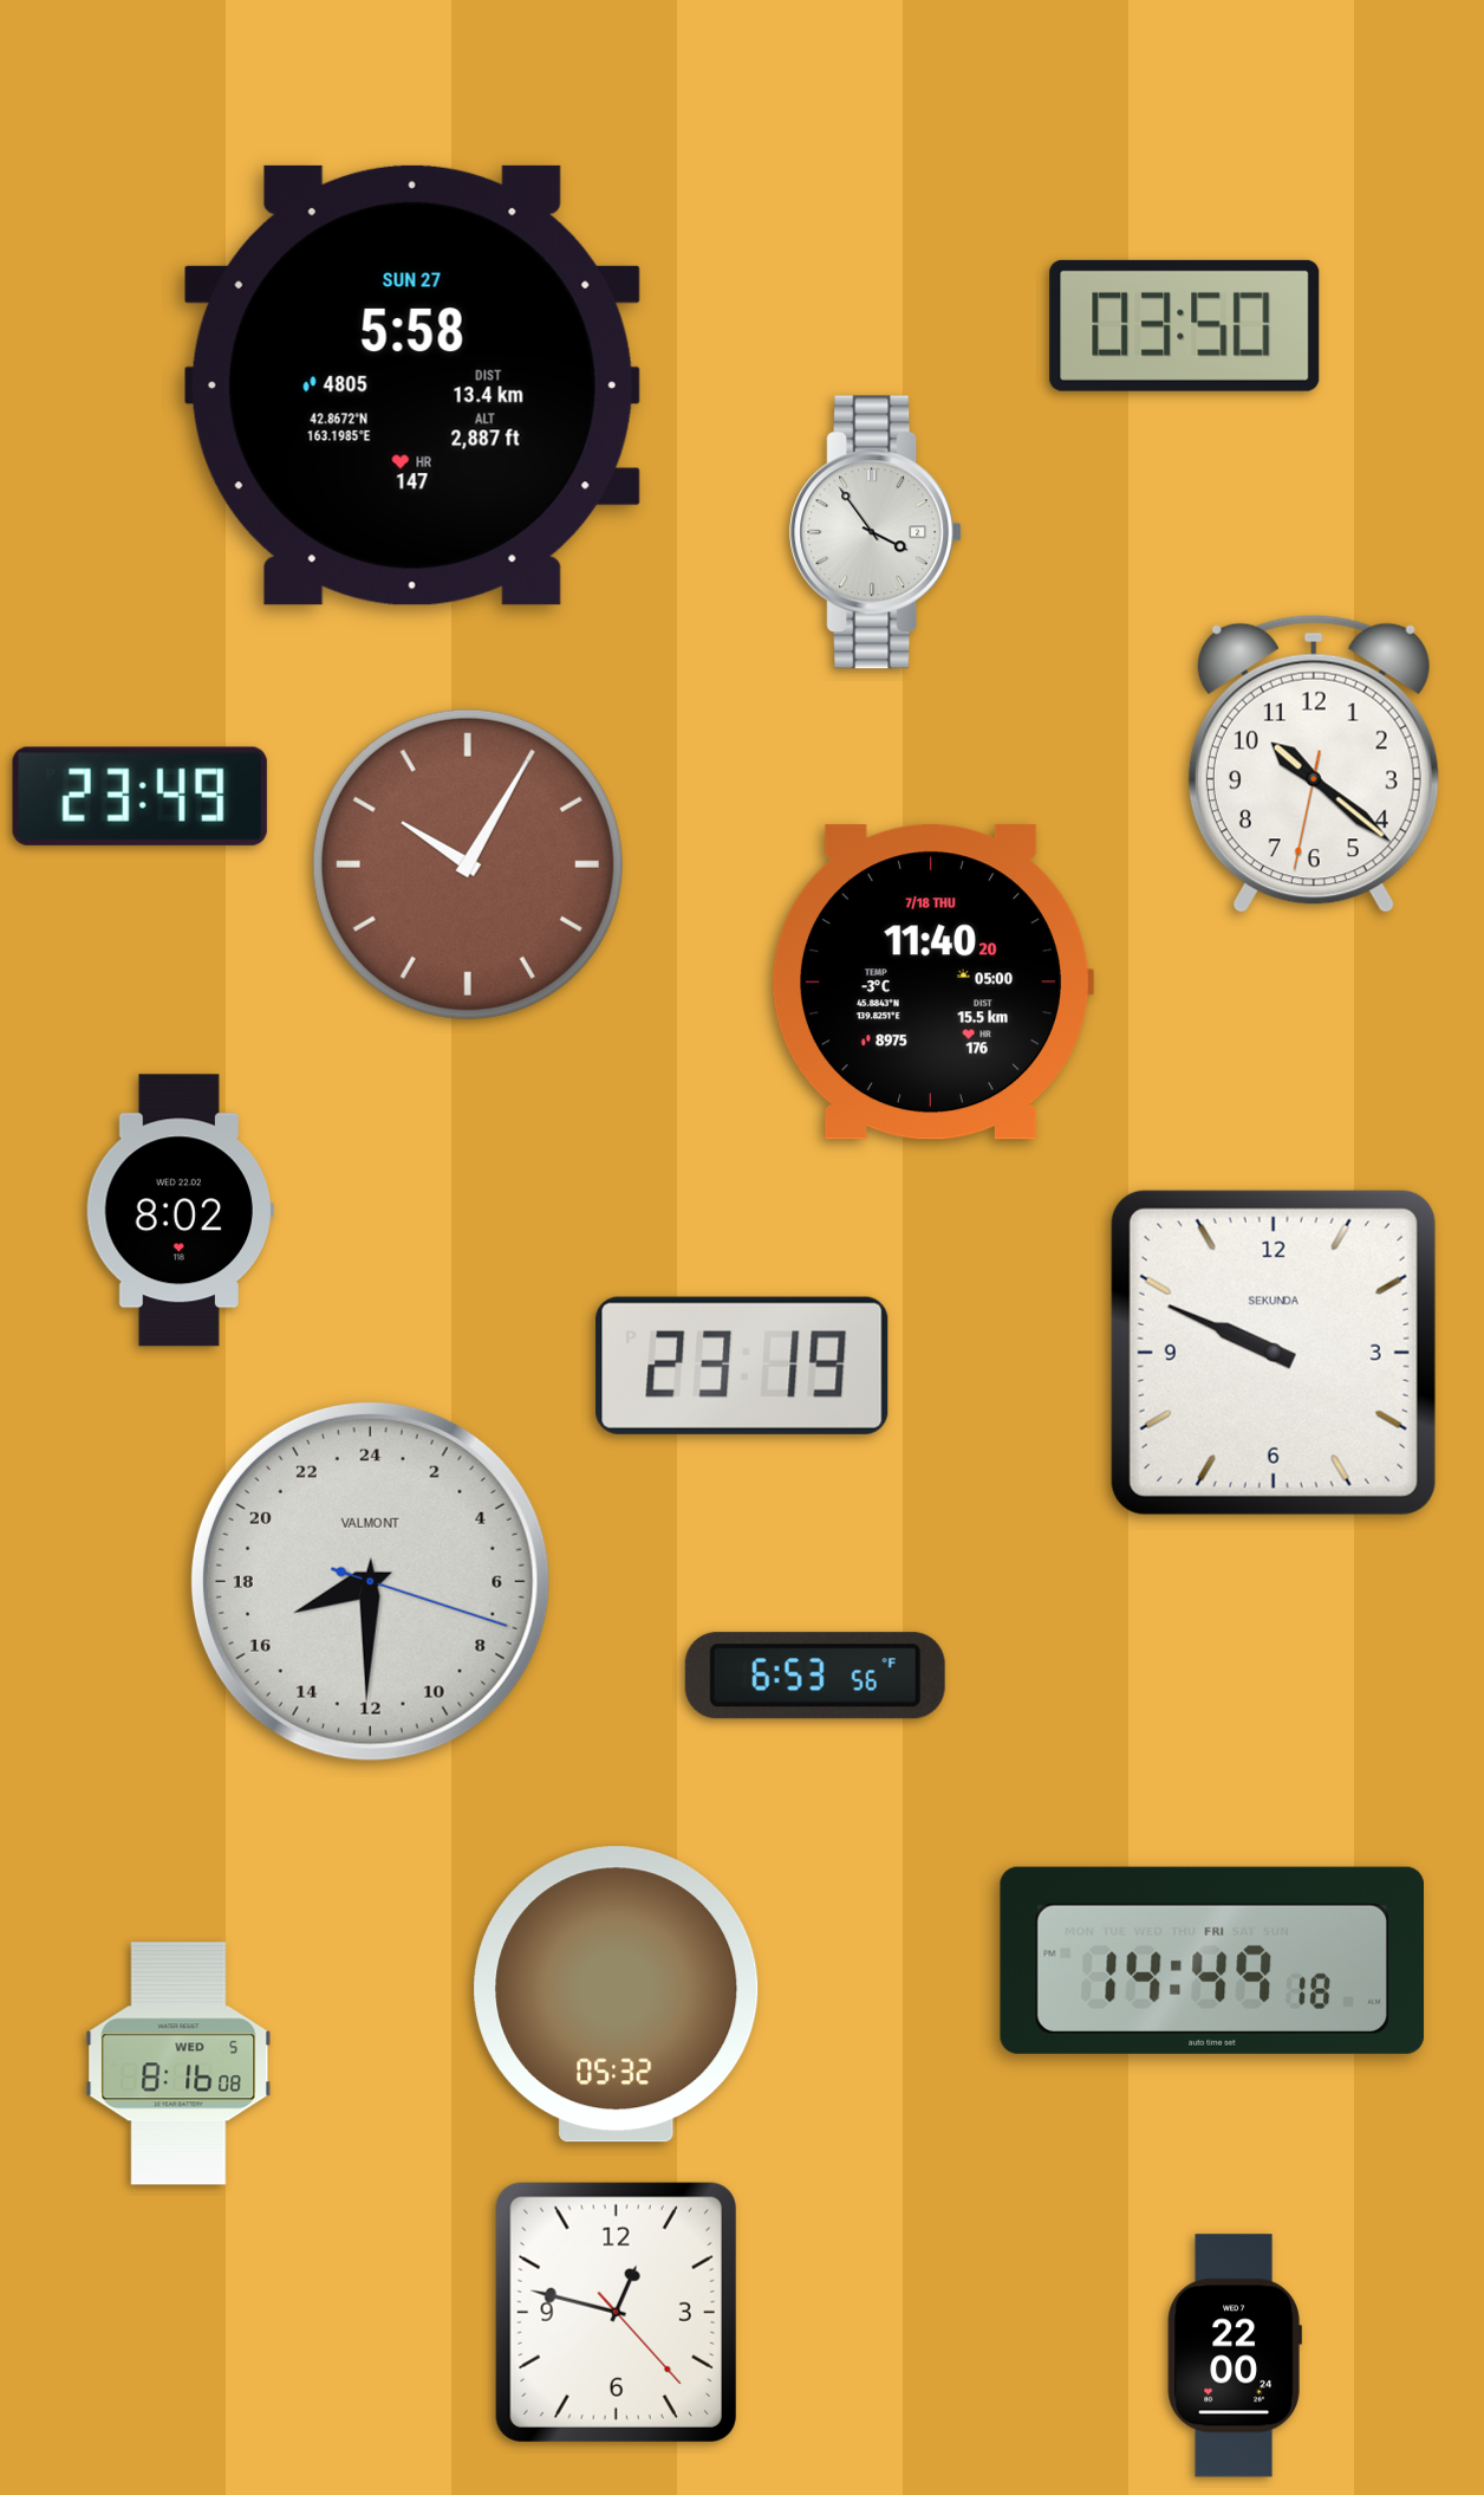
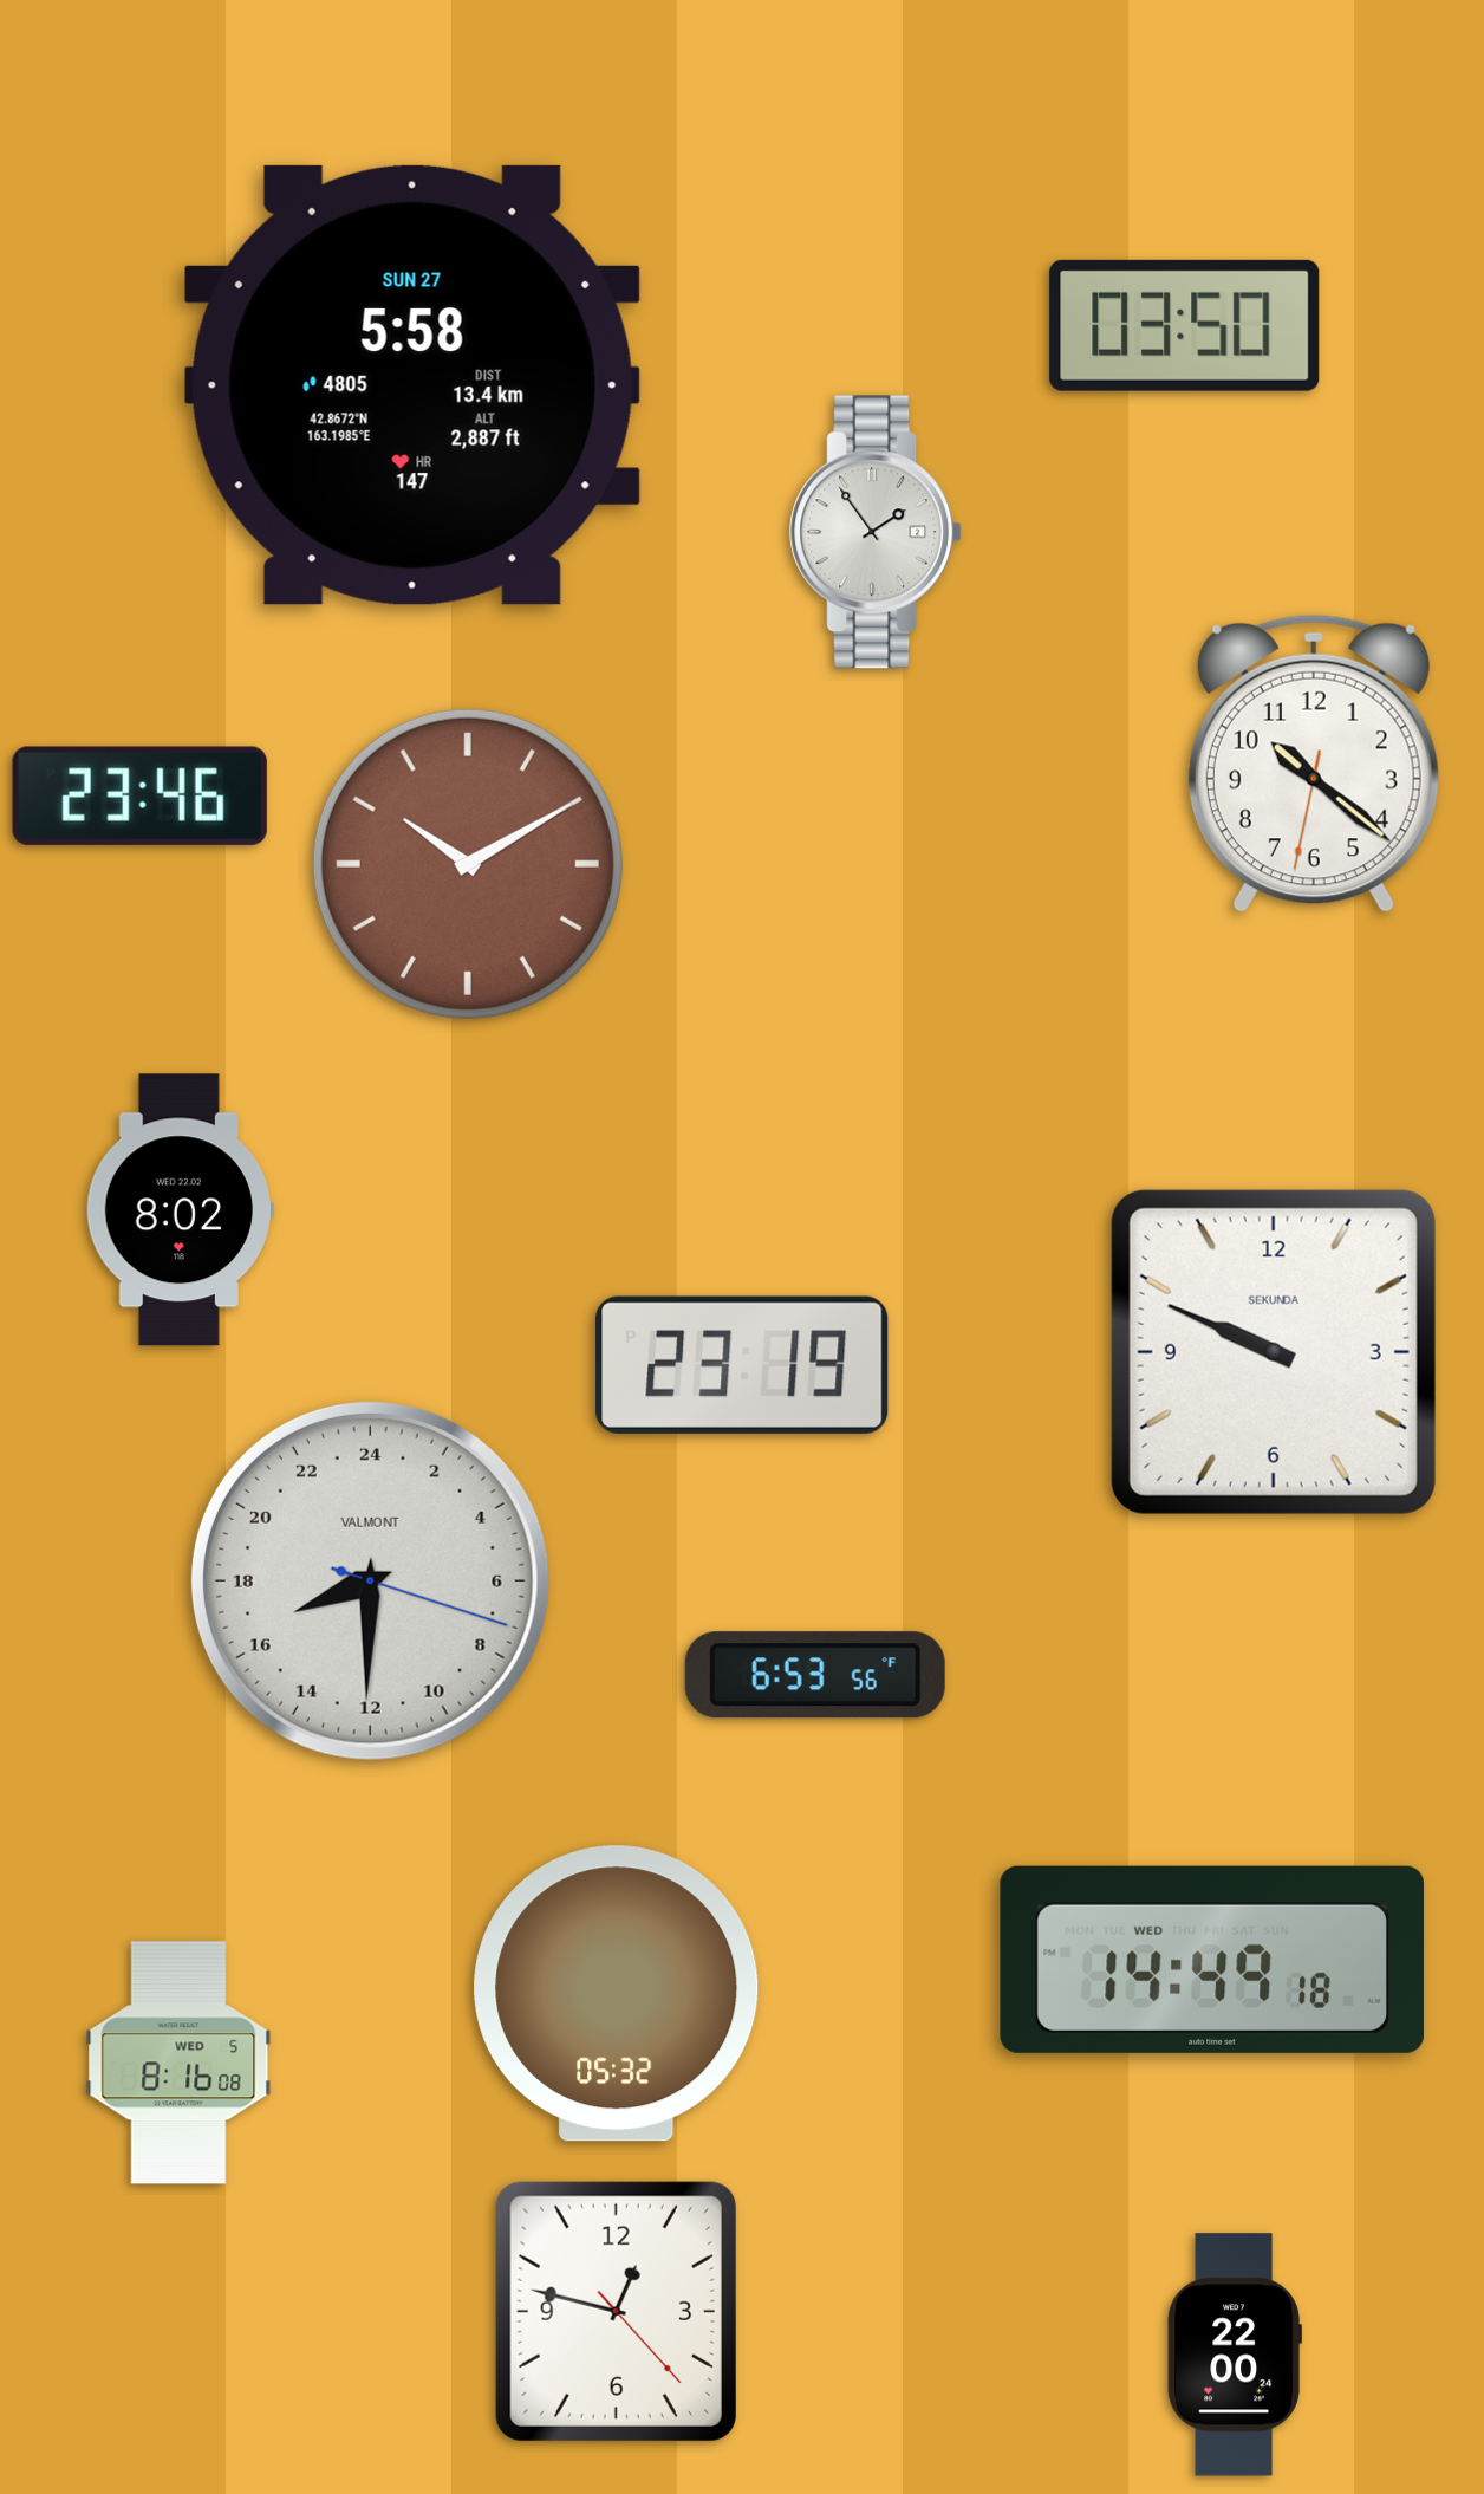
clock at (877, 532): 3:54 -> 1:54
clock at (139, 796): 23:49 -> 23:46
clock at (468, 864): 10:05 -> 10:10
clock at (931, 983): 11:40 -> none
clock at (1212, 1961) date: FRI -> WED
